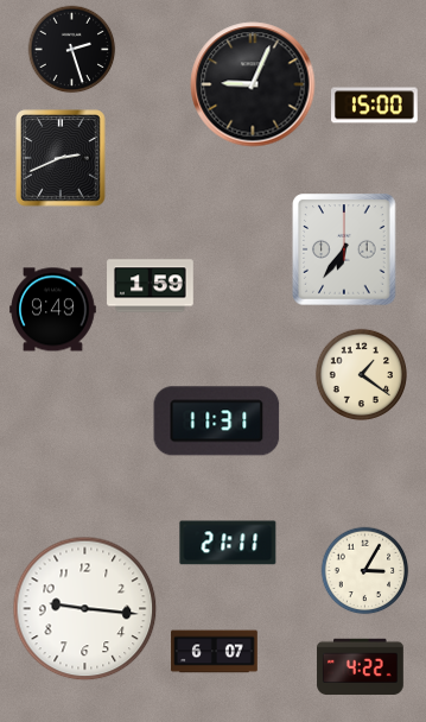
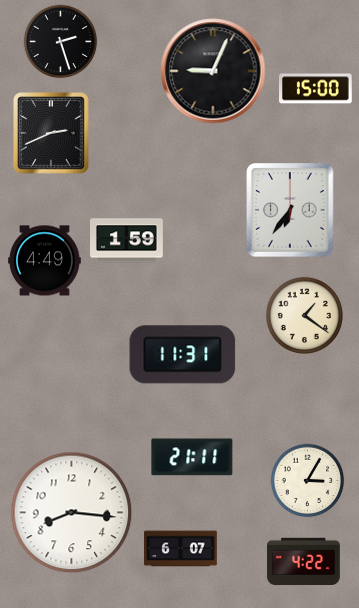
clock at (53, 310): 9:49 -> 4:49
clock at (85, 609): 9:16 -> 8:16
